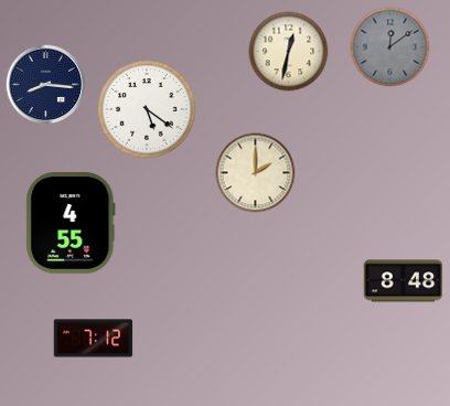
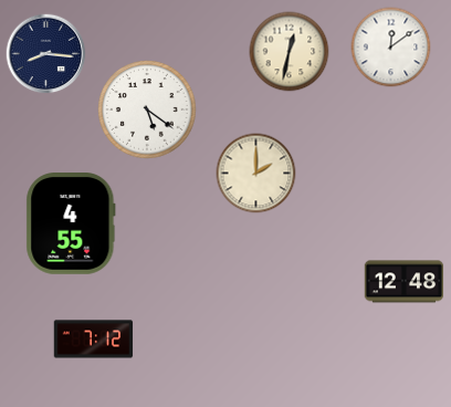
clock at (390, 47) dial: grey -> white
clock at (46, 85) position: (46, 85) -> (46, 54)
clock at (404, 281): 8:48 -> 12:48
